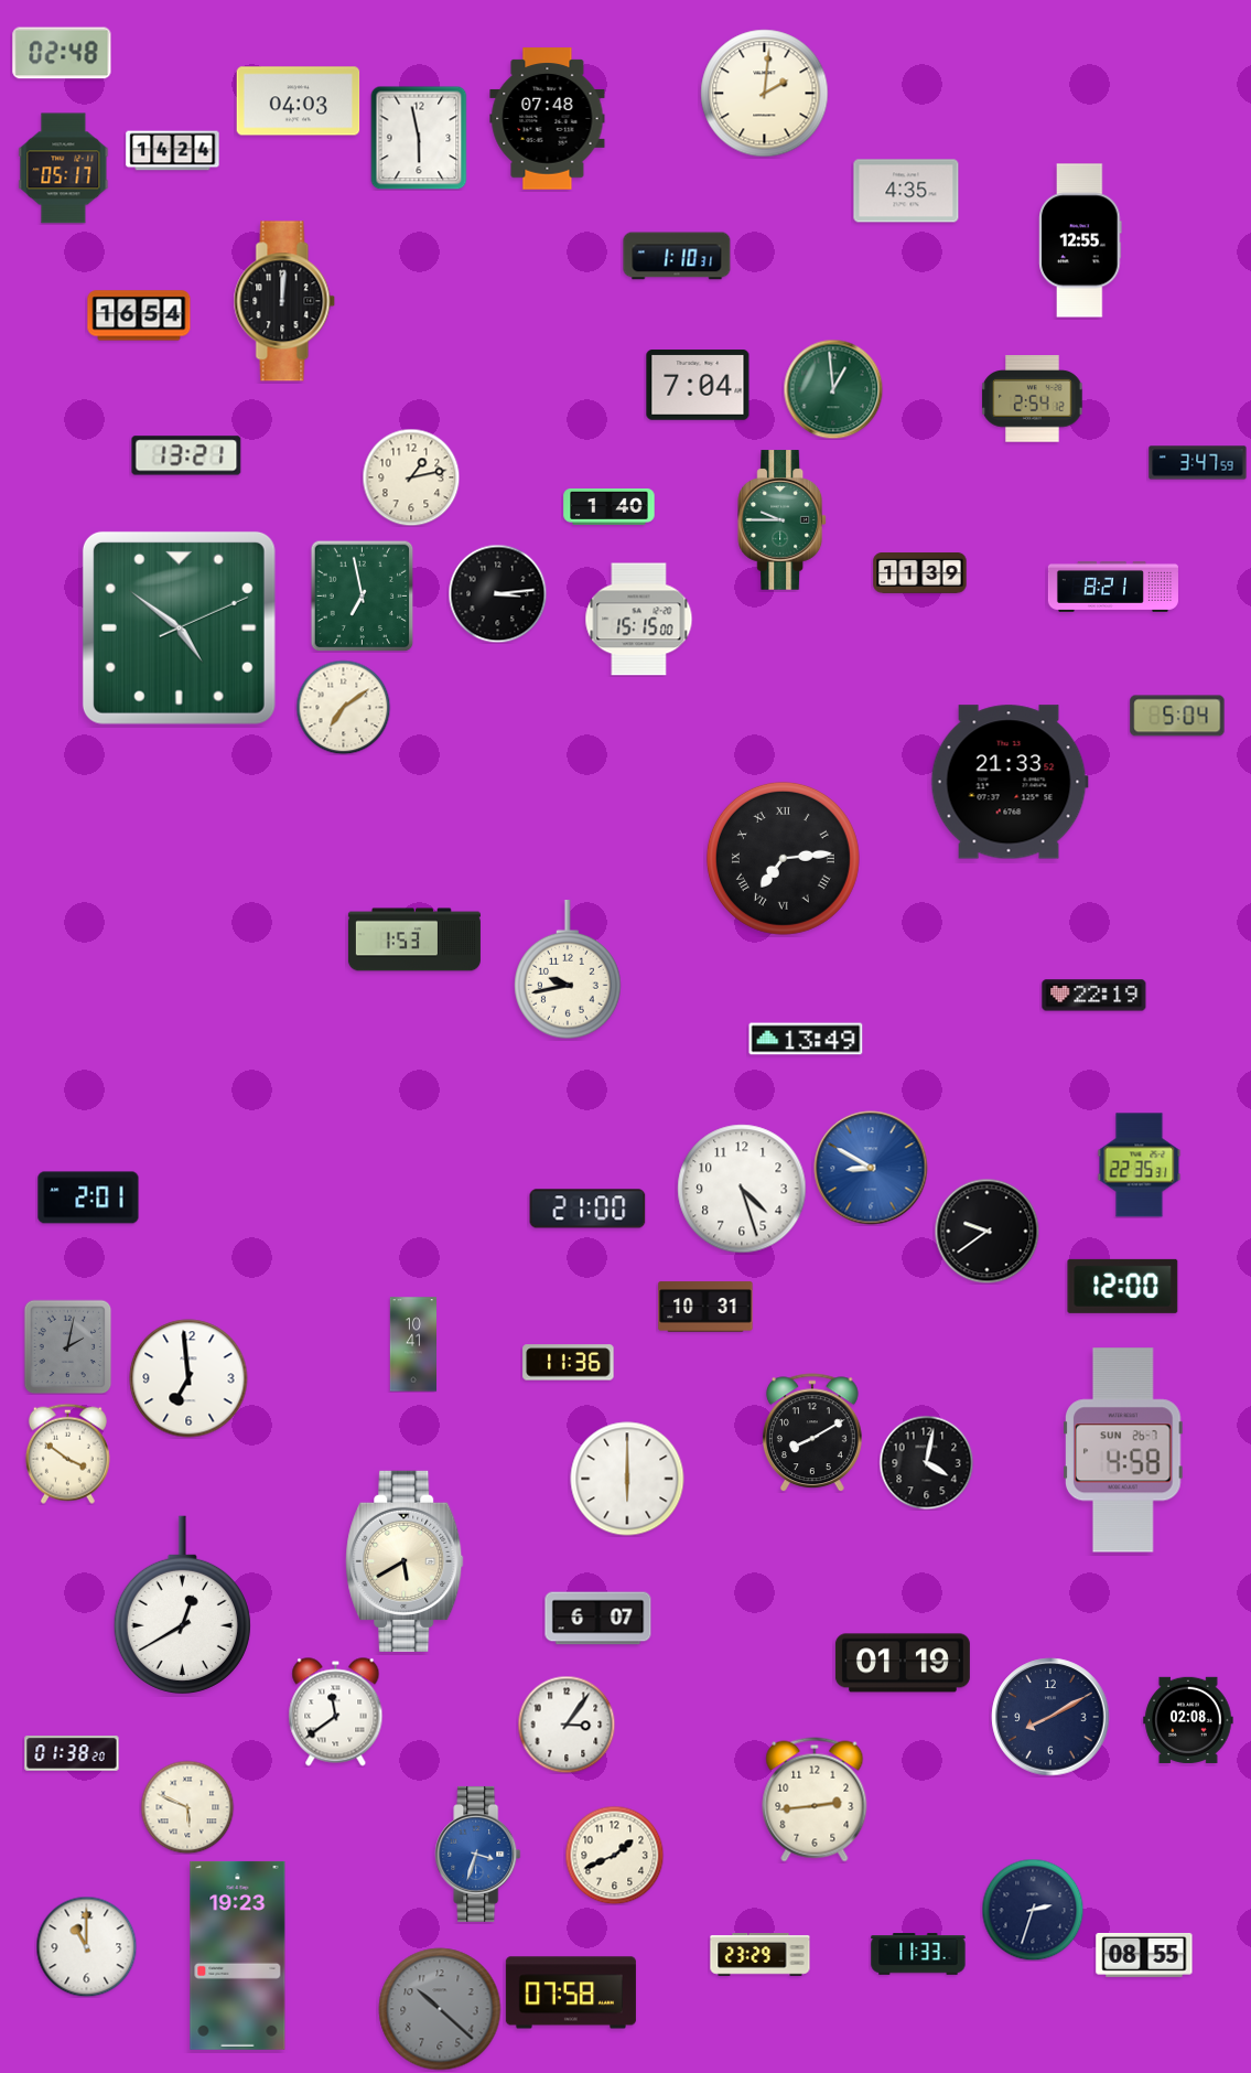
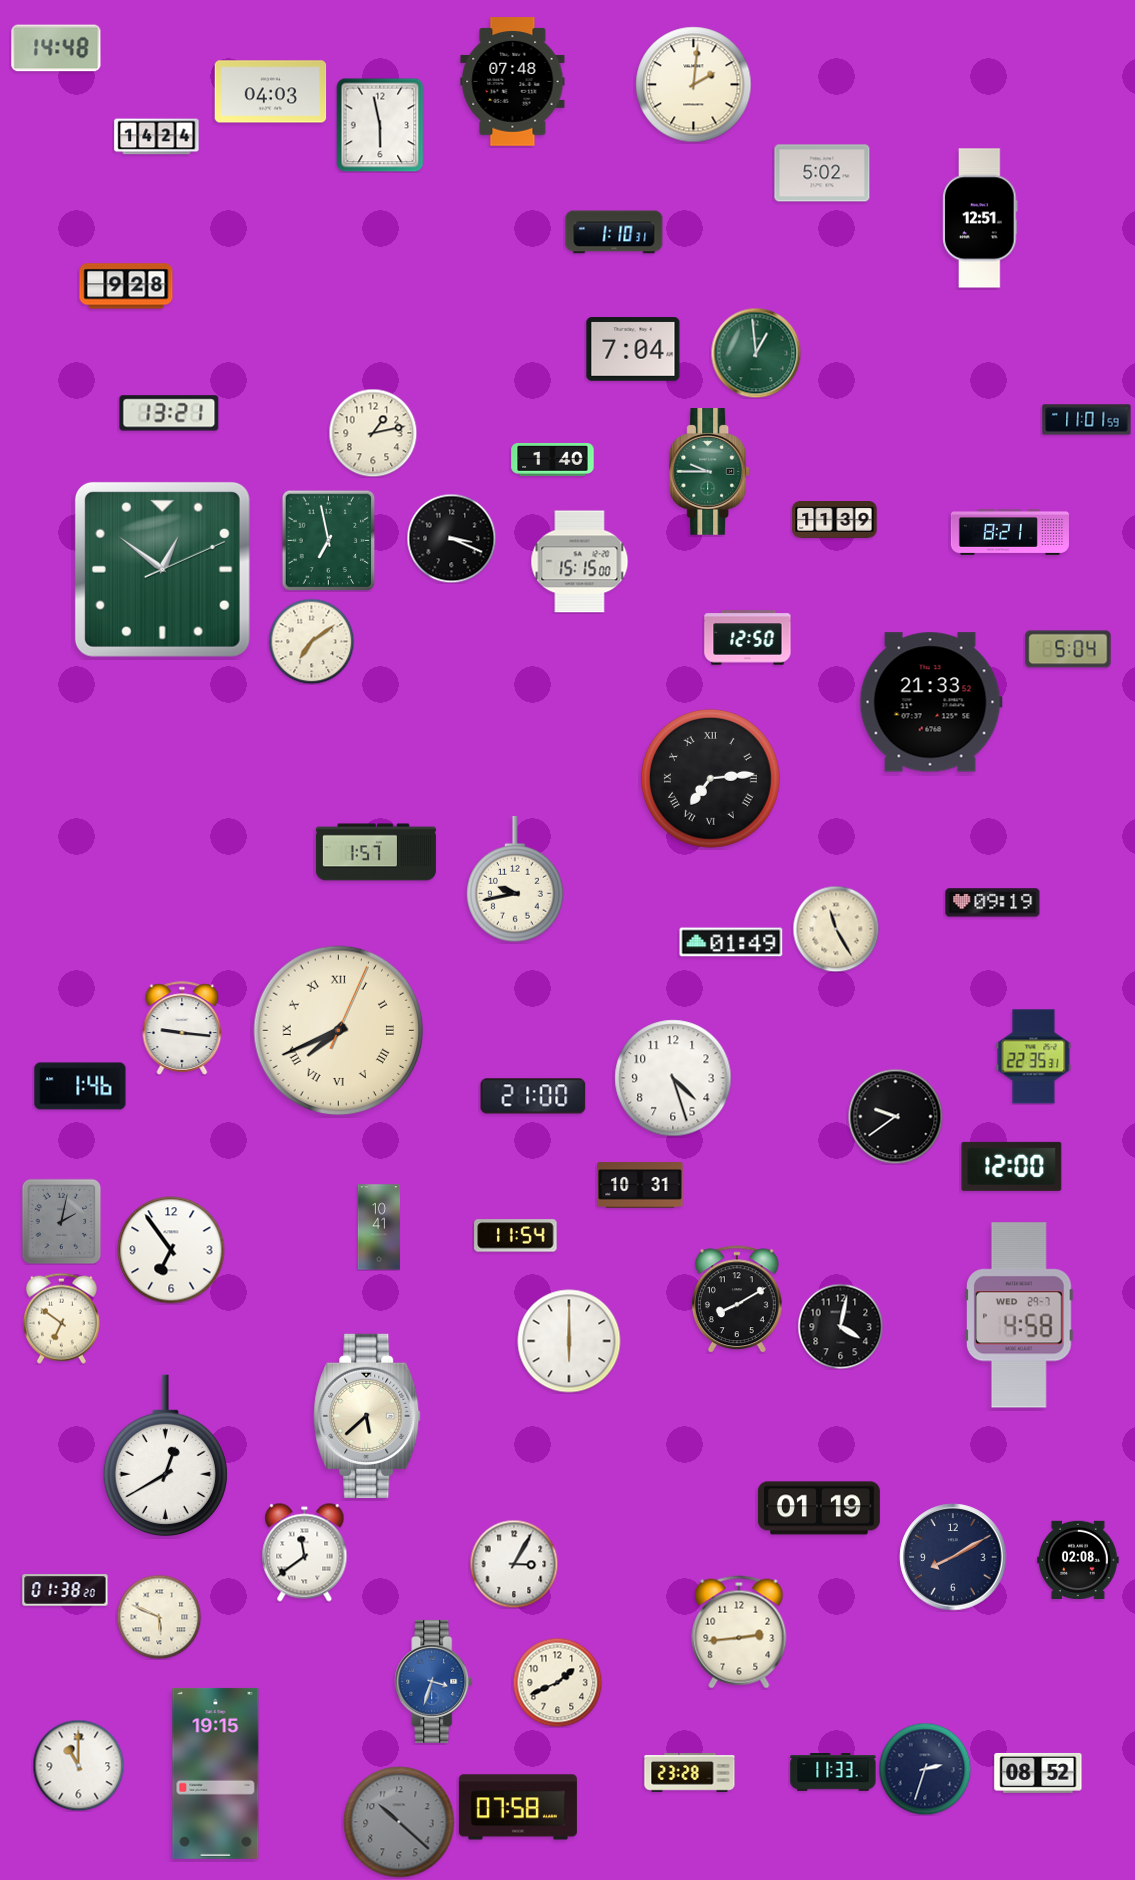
clock at (62, 53): 02:48 -> 14:48
clock at (548, 119) position: (548, 119) -> (513, 82)
clock at (64, 169): 05:17 -> none
clock at (906, 191): 4:35 -> 5:02
clock at (1080, 240): 12:55 -> 12:51
clock at (284, 301): 12:01 -> none
clock at (139, 315): 16:54 -> 9:28
clock at (1033, 399): 2:54 -> none
clock at (1198, 463): 3:47 -> 11:01
clock at (497, 593): 3:14 -> 3:19
clock at (179, 627): 4:51 -> 12:51
clock at (748, 638): none -> 12:50
clock at (1010, 782) position: (1010, 782) -> (931, 702)
clock at (414, 939): 1:53 -> 1:57
clock at (1094, 996): 22:19 -> 09:19
clock at (836, 929): none -> 11:25
clock at (806, 1039): 13:49 -> 01:49
clock at (182, 1028): none -> 9:16
clock at (339, 1031): none -> 7:41
clock at (871, 1168): 8:50 -> none
clock at (88, 1197): 2:01 -> 1:46
clock at (1123, 1286) position: (1123, 1286) -> (1012, 1166)
clock at (412, 1344) position: (412, 1344) -> (378, 1227)
clock at (569, 1363): 11:36 -> 11:54
clock at (188, 1378): 6:59 -> 6:54
clock at (1123, 1450) date: SUN 26-7 -> WED 29-7
clock at (67, 1453): 3:51 -> 6:51
clock at (405, 1561): 5:40 -> 5:38
clock at (598, 1619): 6:07 -> none
clock at (567, 1725): 3:06 -> 3:05
clock at (187, 1807) position: (187, 1807) -> (159, 1617)
clock at (1033, 1910) position: (1033, 1910) -> (925, 1769)
clock at (238, 1955): 19:23 -> 19:15
clock at (761, 1955): 23:29 -> 23:28
clock at (1144, 1955): 08:55 -> 08:52
